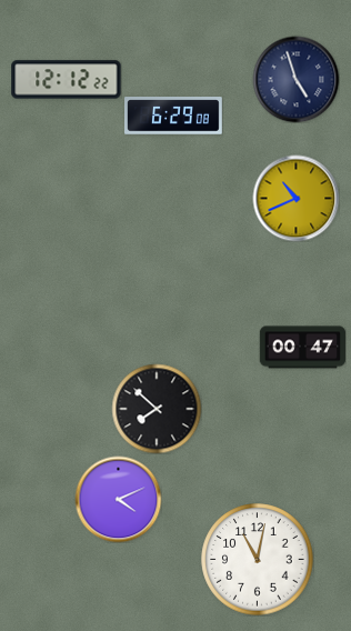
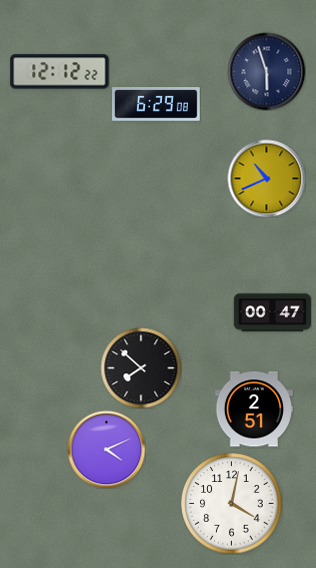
clock at (295, 79): 4:57 -> 5:57
clock at (253, 409): none -> 2:51
clock at (258, 560): 11:02 -> 4:02
